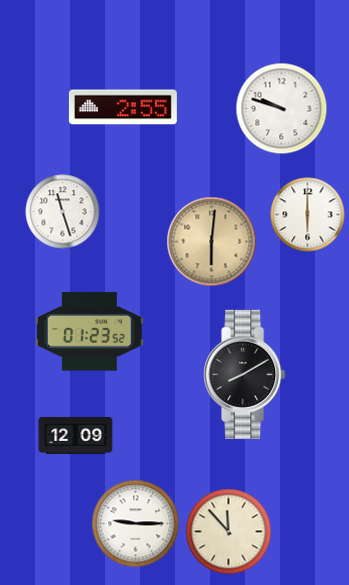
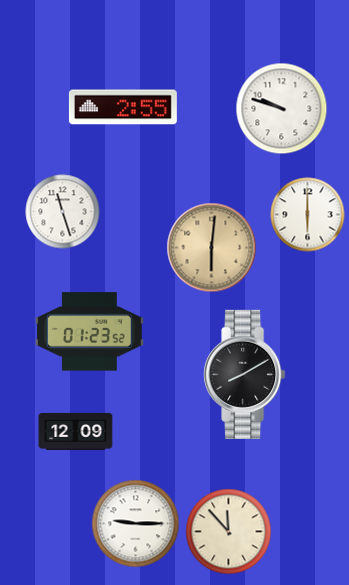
clock at (212, 242) position: (212, 242) -> (212, 248)
clock at (76, 435) position: (76, 435) -> (76, 431)
